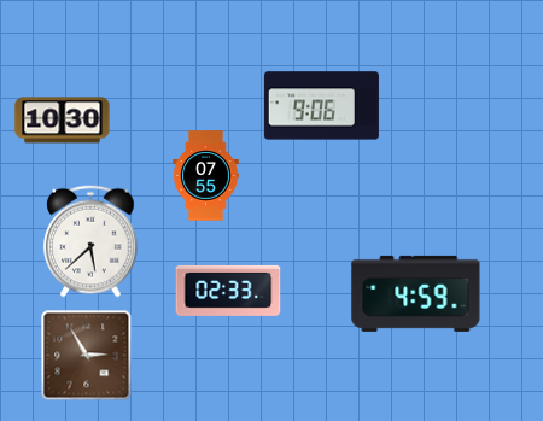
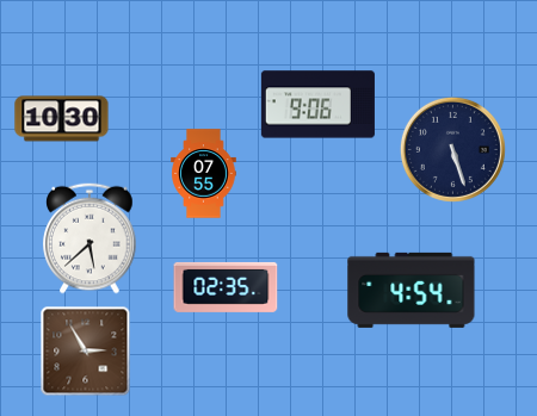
clock at (452, 149): none -> 5:27
clock at (228, 291): 02:33 -> 02:35
clock at (416, 293): 4:59 -> 4:54
